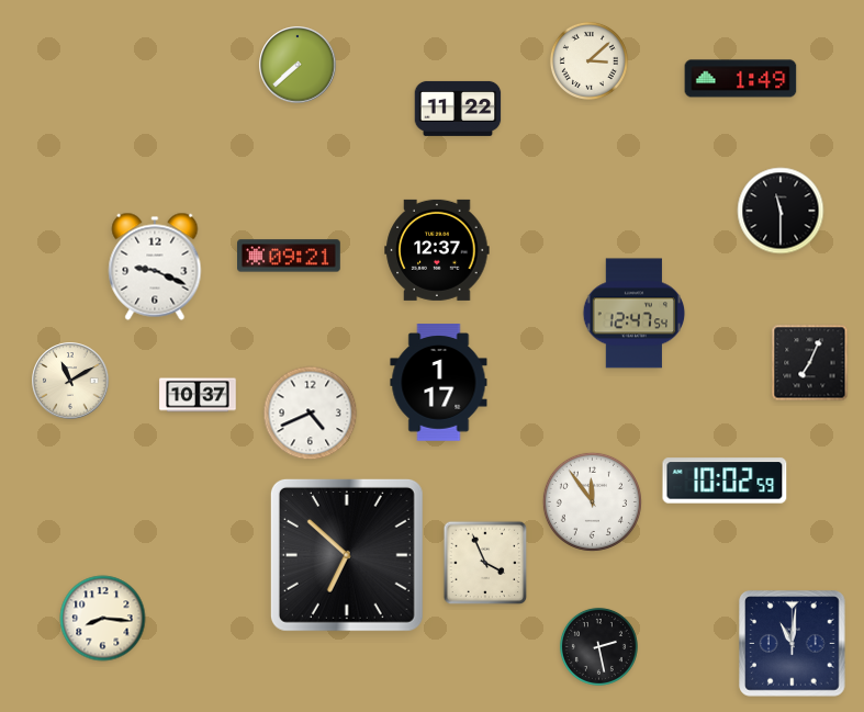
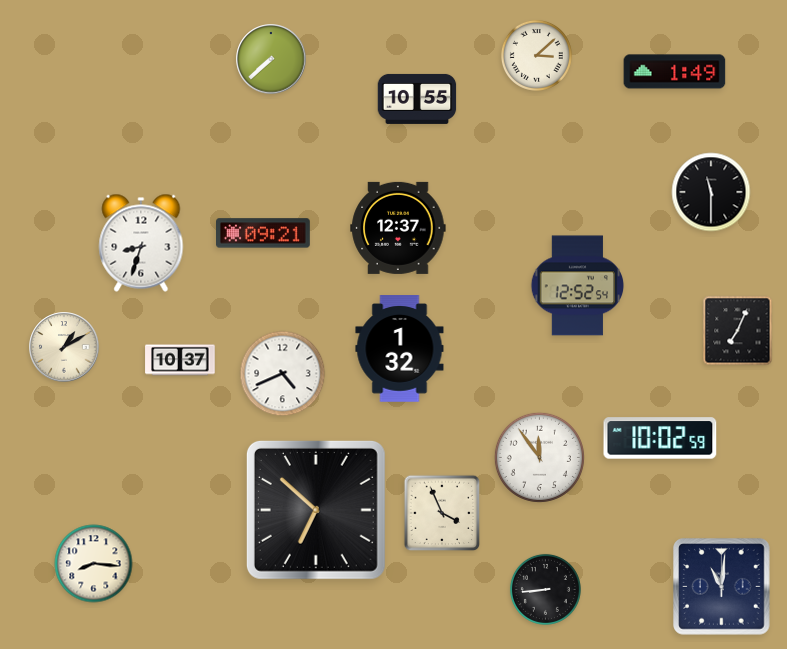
clock at (458, 109): 11:22 -> 10:55
clock at (155, 267): 9:19 -> 8:33
clock at (635, 314): 12:47 -> 12:52
clock at (70, 381): 11:10 -> 1:10
clock at (439, 383): 1:17 -> 1:32
clock at (311, 414) position: (311, 414) -> (283, 374)
clock at (347, 555) position: (347, 555) -> (316, 510)
clock at (598, 646): 2:28 -> 8:44
